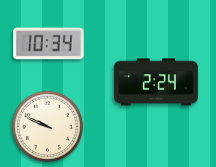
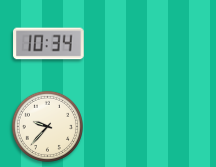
clock at (156, 82): 2:24 -> none
clock at (47, 126): 9:49 -> 9:37
